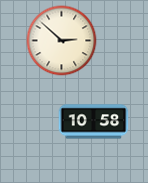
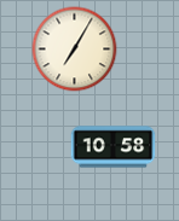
clock at (62, 41): 2:52 -> 7:05
